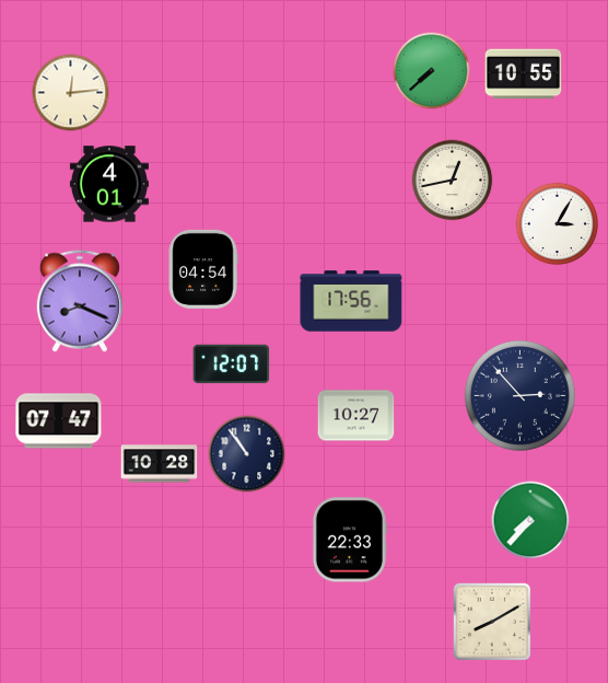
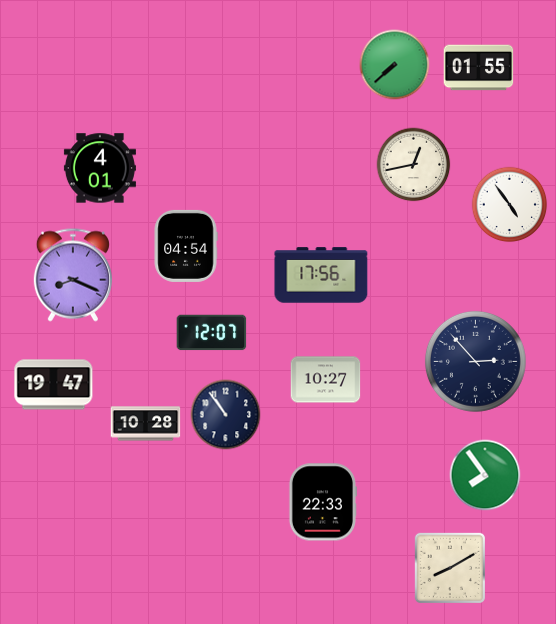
clock at (524, 74): 10:55 -> 01:55
clock at (71, 93): 12:14 -> none
clock at (558, 224): 3:05 -> 4:54
clock at (59, 421): 07:47 -> 19:47
clock at (530, 520): 7:37 -> 7:54
clock at (349, 540) position: (349, 540) -> (322, 502)
